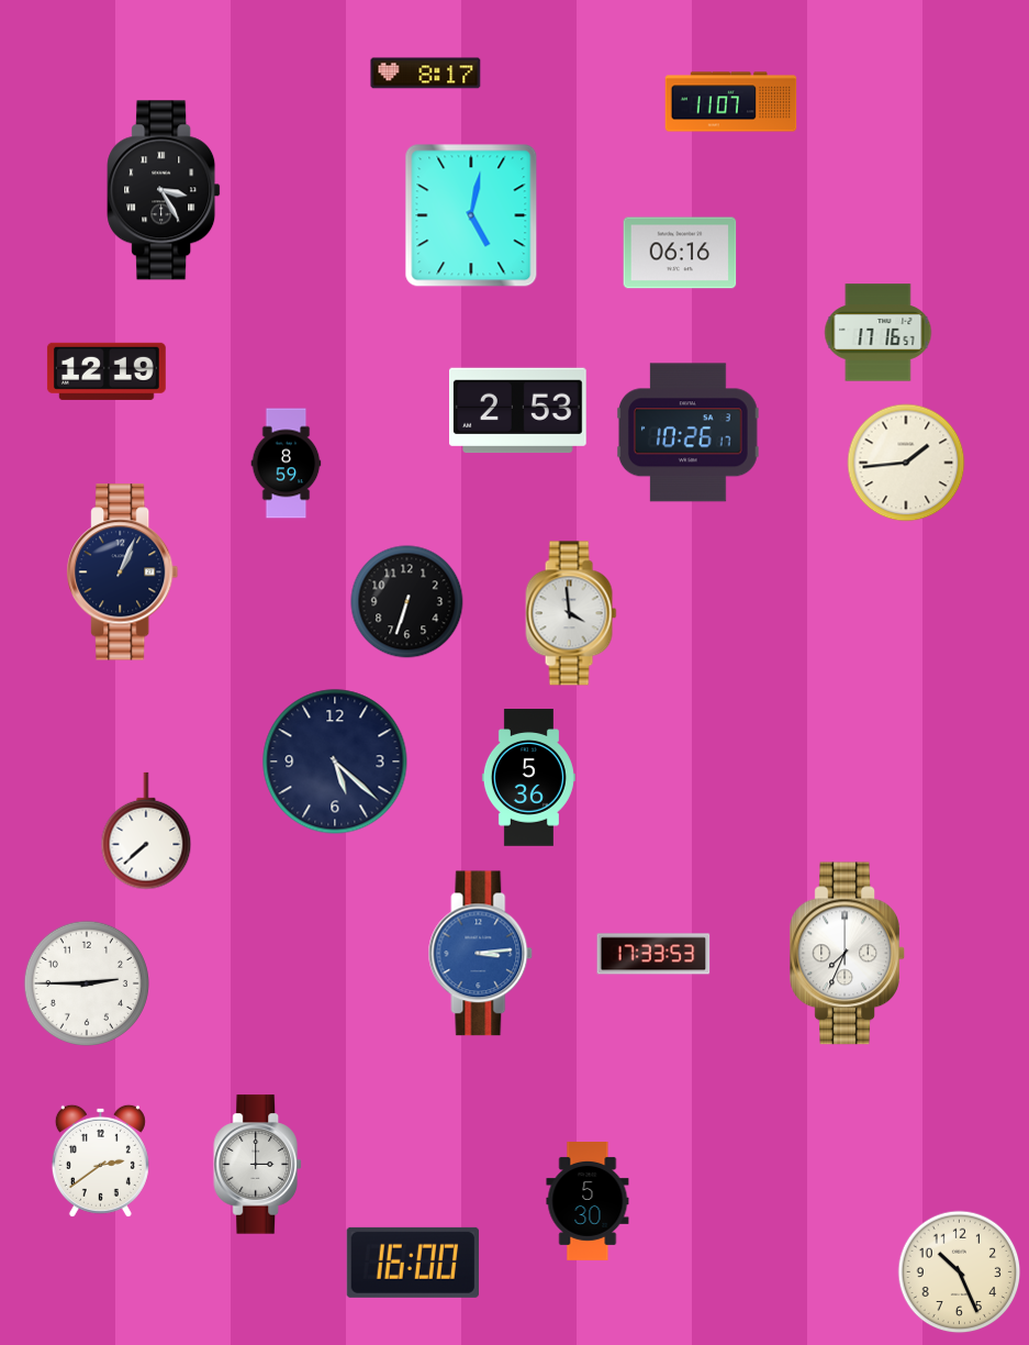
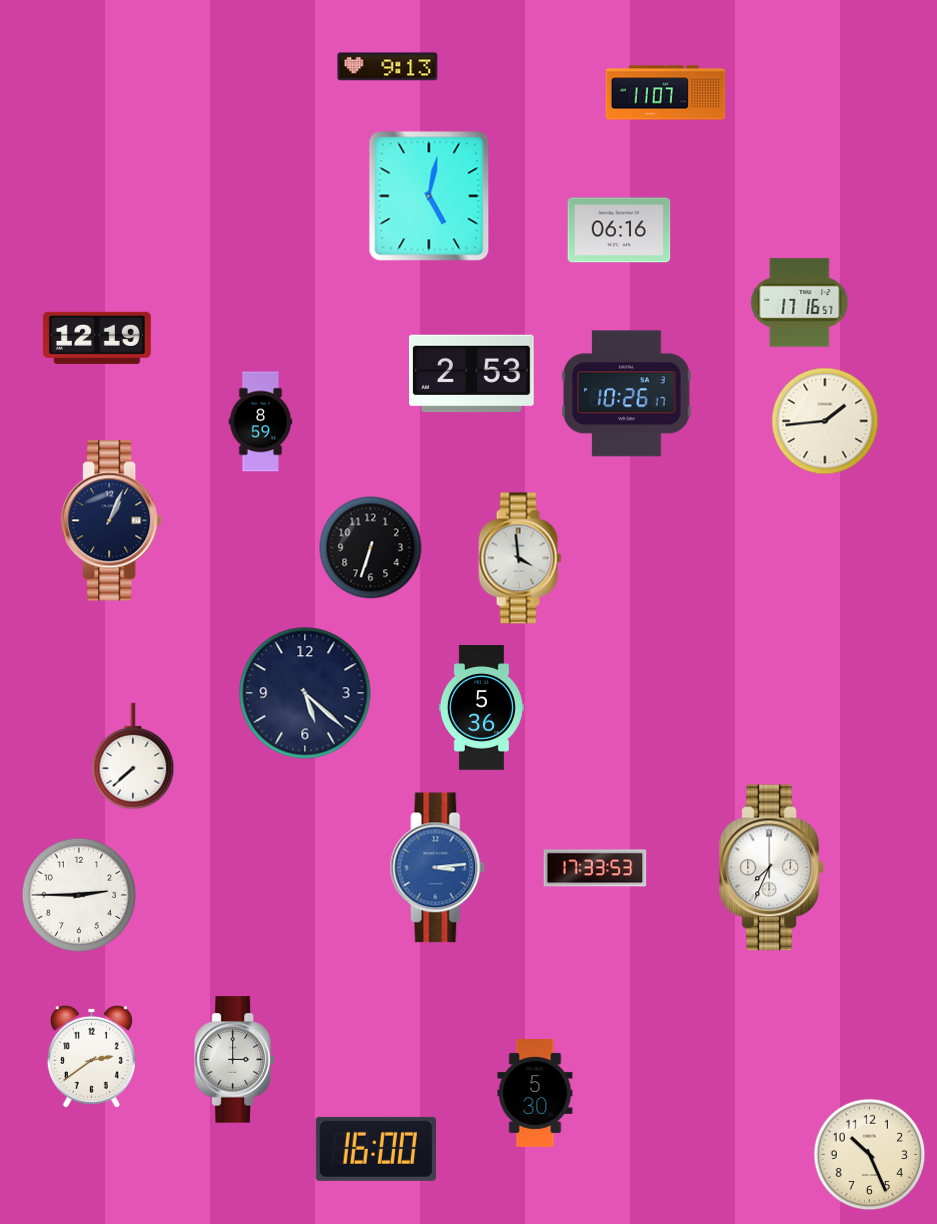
clock at (426, 74): 8:17 -> 9:13
clock at (164, 190): 3:25 -> none
clock at (960, 1272) position: (960, 1272) -> (870, 1155)
